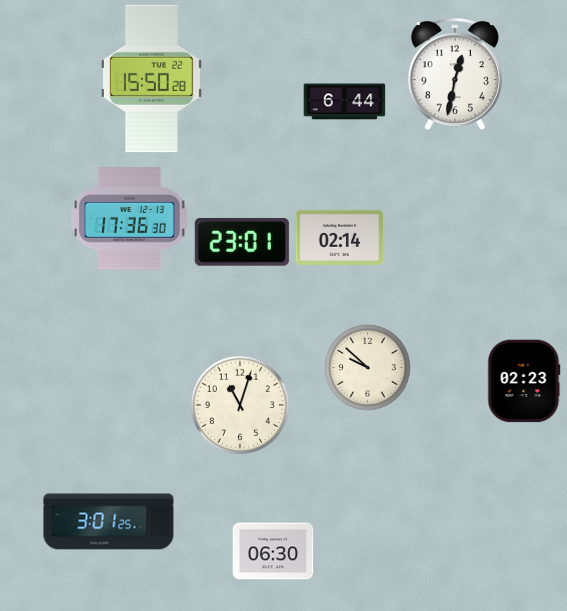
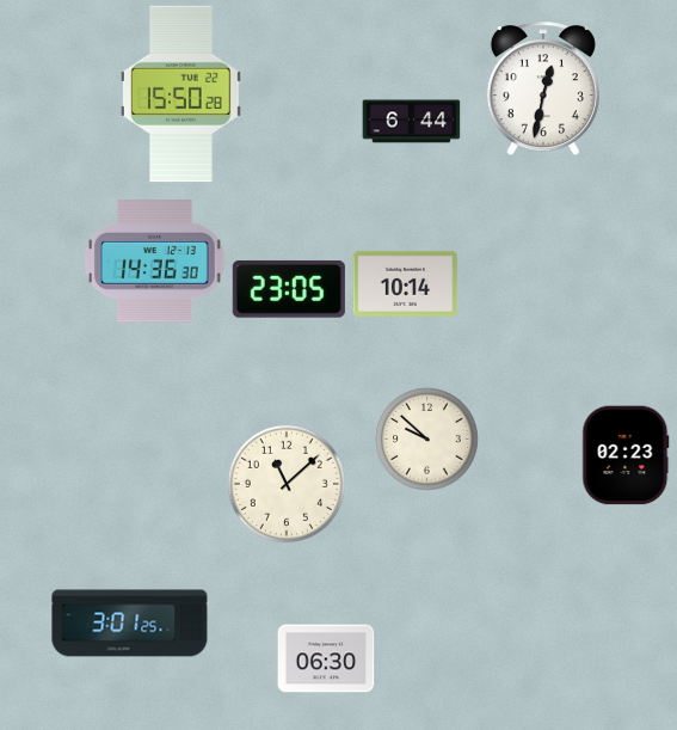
clock at (130, 219): 17:36 -> 14:36
clock at (339, 237): 02:14 -> 10:14
clock at (242, 242): 23:01 -> 23:05
clock at (367, 367) position: (367, 367) -> (426, 438)
clock at (240, 405): 11:03 -> 11:08
